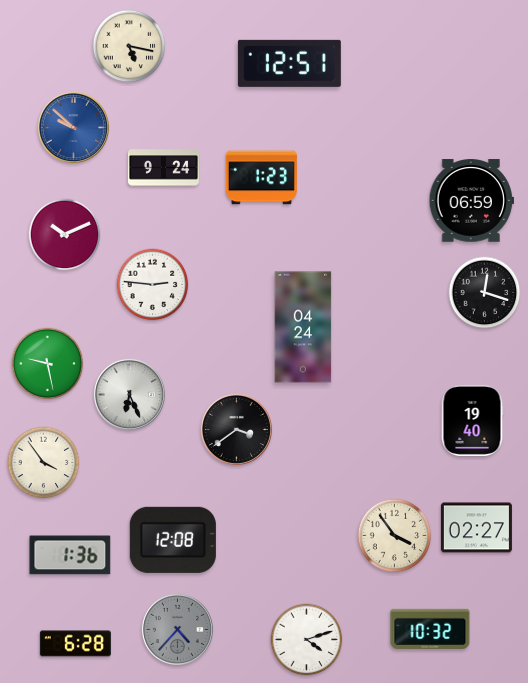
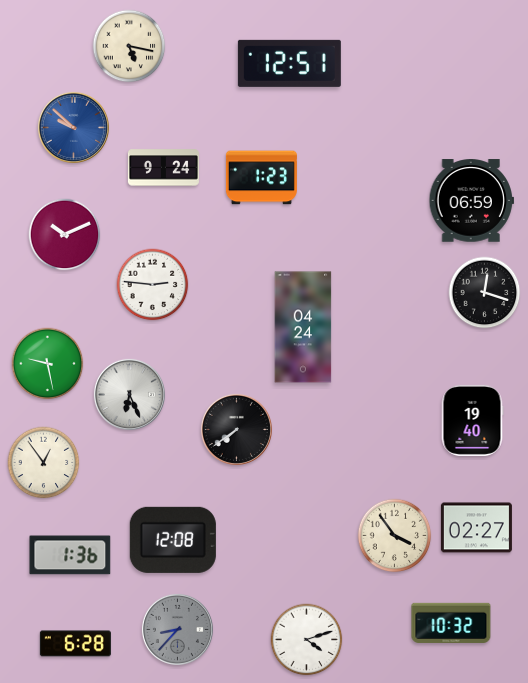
clock at (236, 429): 3:39 -> 7:39
clock at (44, 463): 3:54 -> 12:54
clock at (177, 629): 4:37 -> 8:37
clock at (430, 629) position: (430, 629) -> (451, 623)
